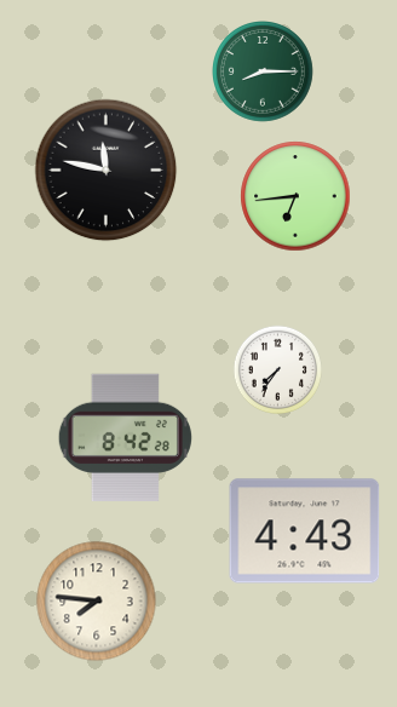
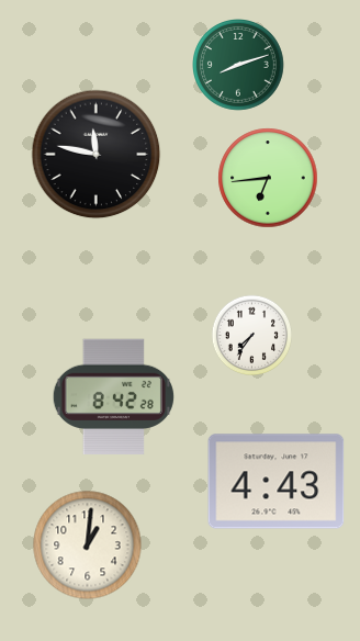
clock at (264, 73): 8:15 -> 8:12
clock at (97, 602): 7:46 -> 1:01
